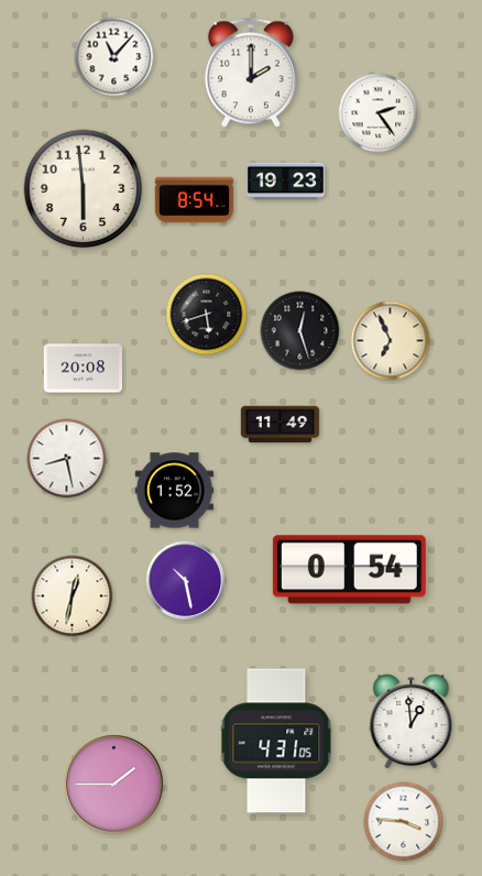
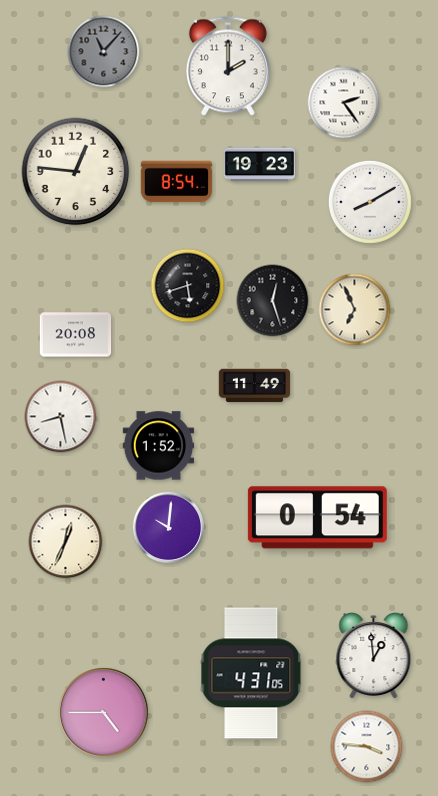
clock at (114, 57) dial: white -> grey
clock at (84, 189): 5:59 -> 12:46
clock at (370, 202): none -> 8:10
clock at (186, 581): 10:28 -> 10:01
clock at (73, 596): 12:32 -> 12:34
clock at (114, 785): 1:45 -> 4:45
